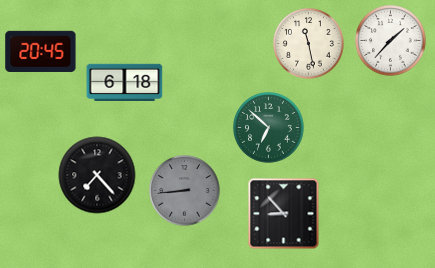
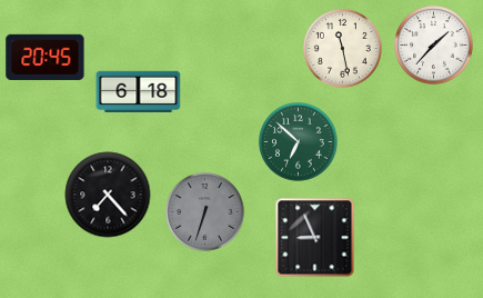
clock at (185, 191): 8:44 -> 6:33
clock at (284, 214): 8:53 -> 8:56
